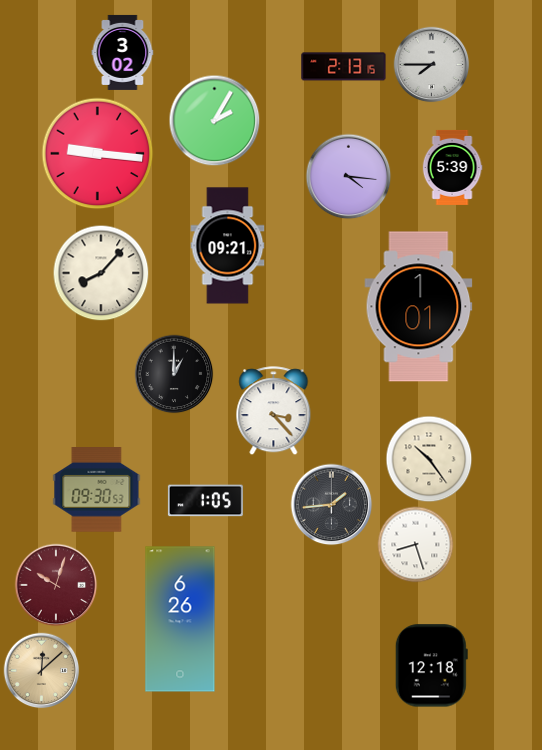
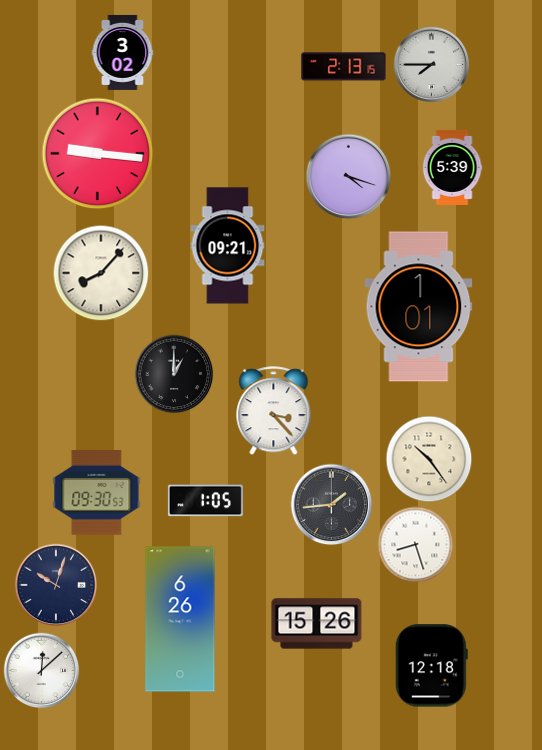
clock at (215, 121): 2:05 -> none
clock at (349, 177): 4:16 -> 4:18
clock at (97, 490) position: (97, 490) -> (97, 493)
clock at (56, 585) dial: burgundy -> navy
clock at (317, 624): none -> 15:26
clock at (42, 671) dial: champagne -> white
